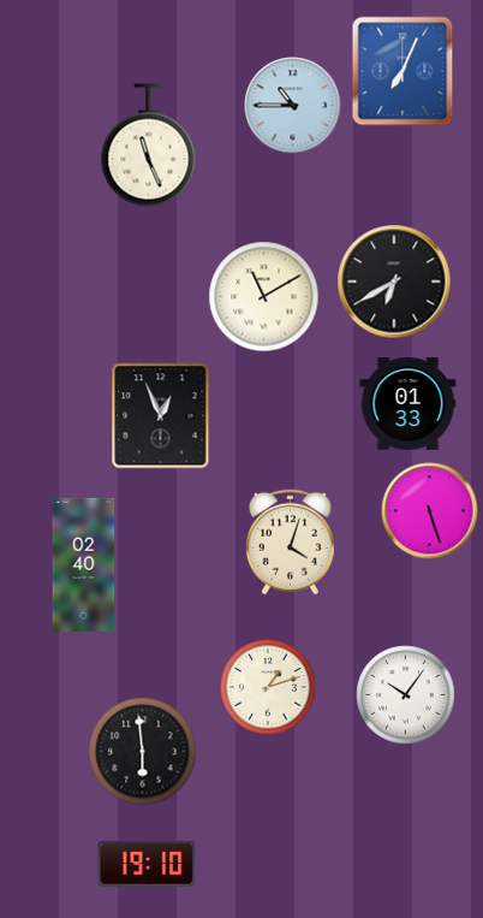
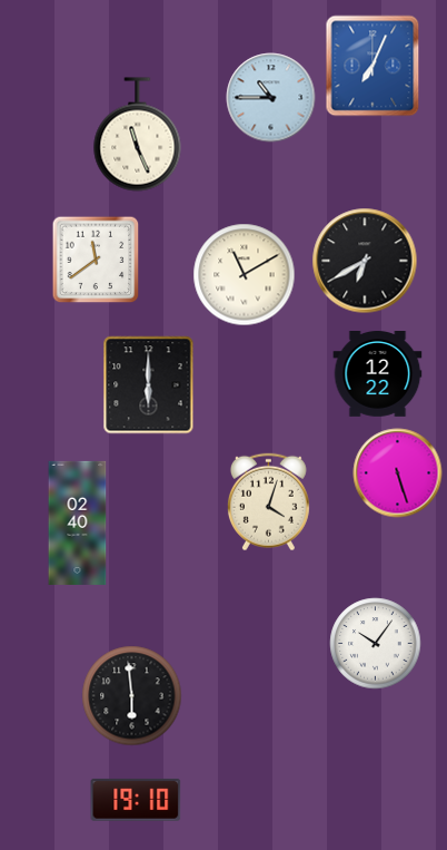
clock at (96, 260): none -> 11:39
clock at (409, 404): 01:33 -> 12:22
clock at (161, 416): 12:56 -> 6:00
clock at (268, 687): 1:12 -> none
